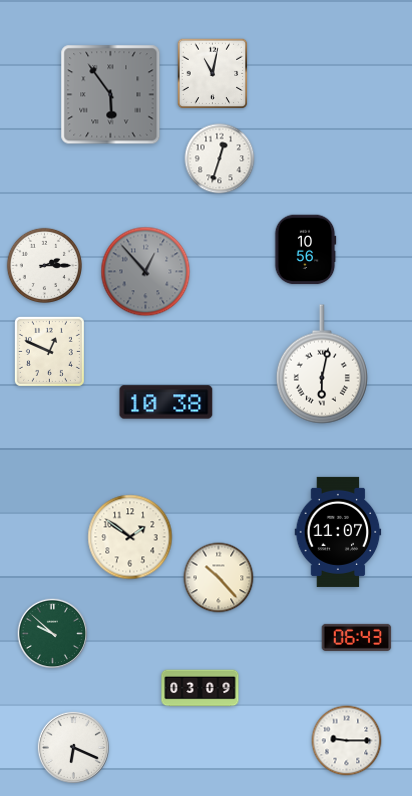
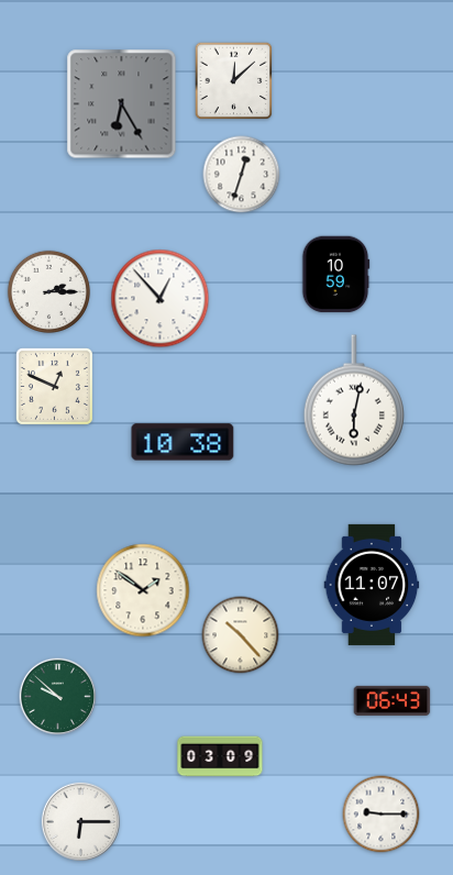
clock at (213, 74): 11:02 -> 12:08
clock at (111, 95): 5:54 -> 6:25
clock at (305, 250): 10:56 -> 10:59
clock at (146, 272) dial: grey -> white
clock at (73, 747): 6:19 -> 6:15
